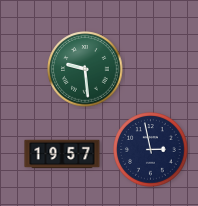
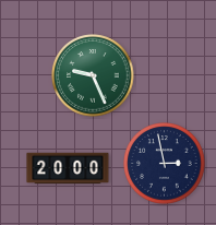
clock at (85, 69): 9:29 -> 9:26
clock at (62, 154): 19:57 -> 20:00
